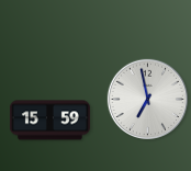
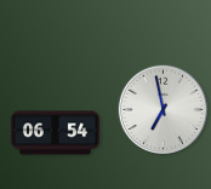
clock at (49, 121): 15:59 -> 06:54
